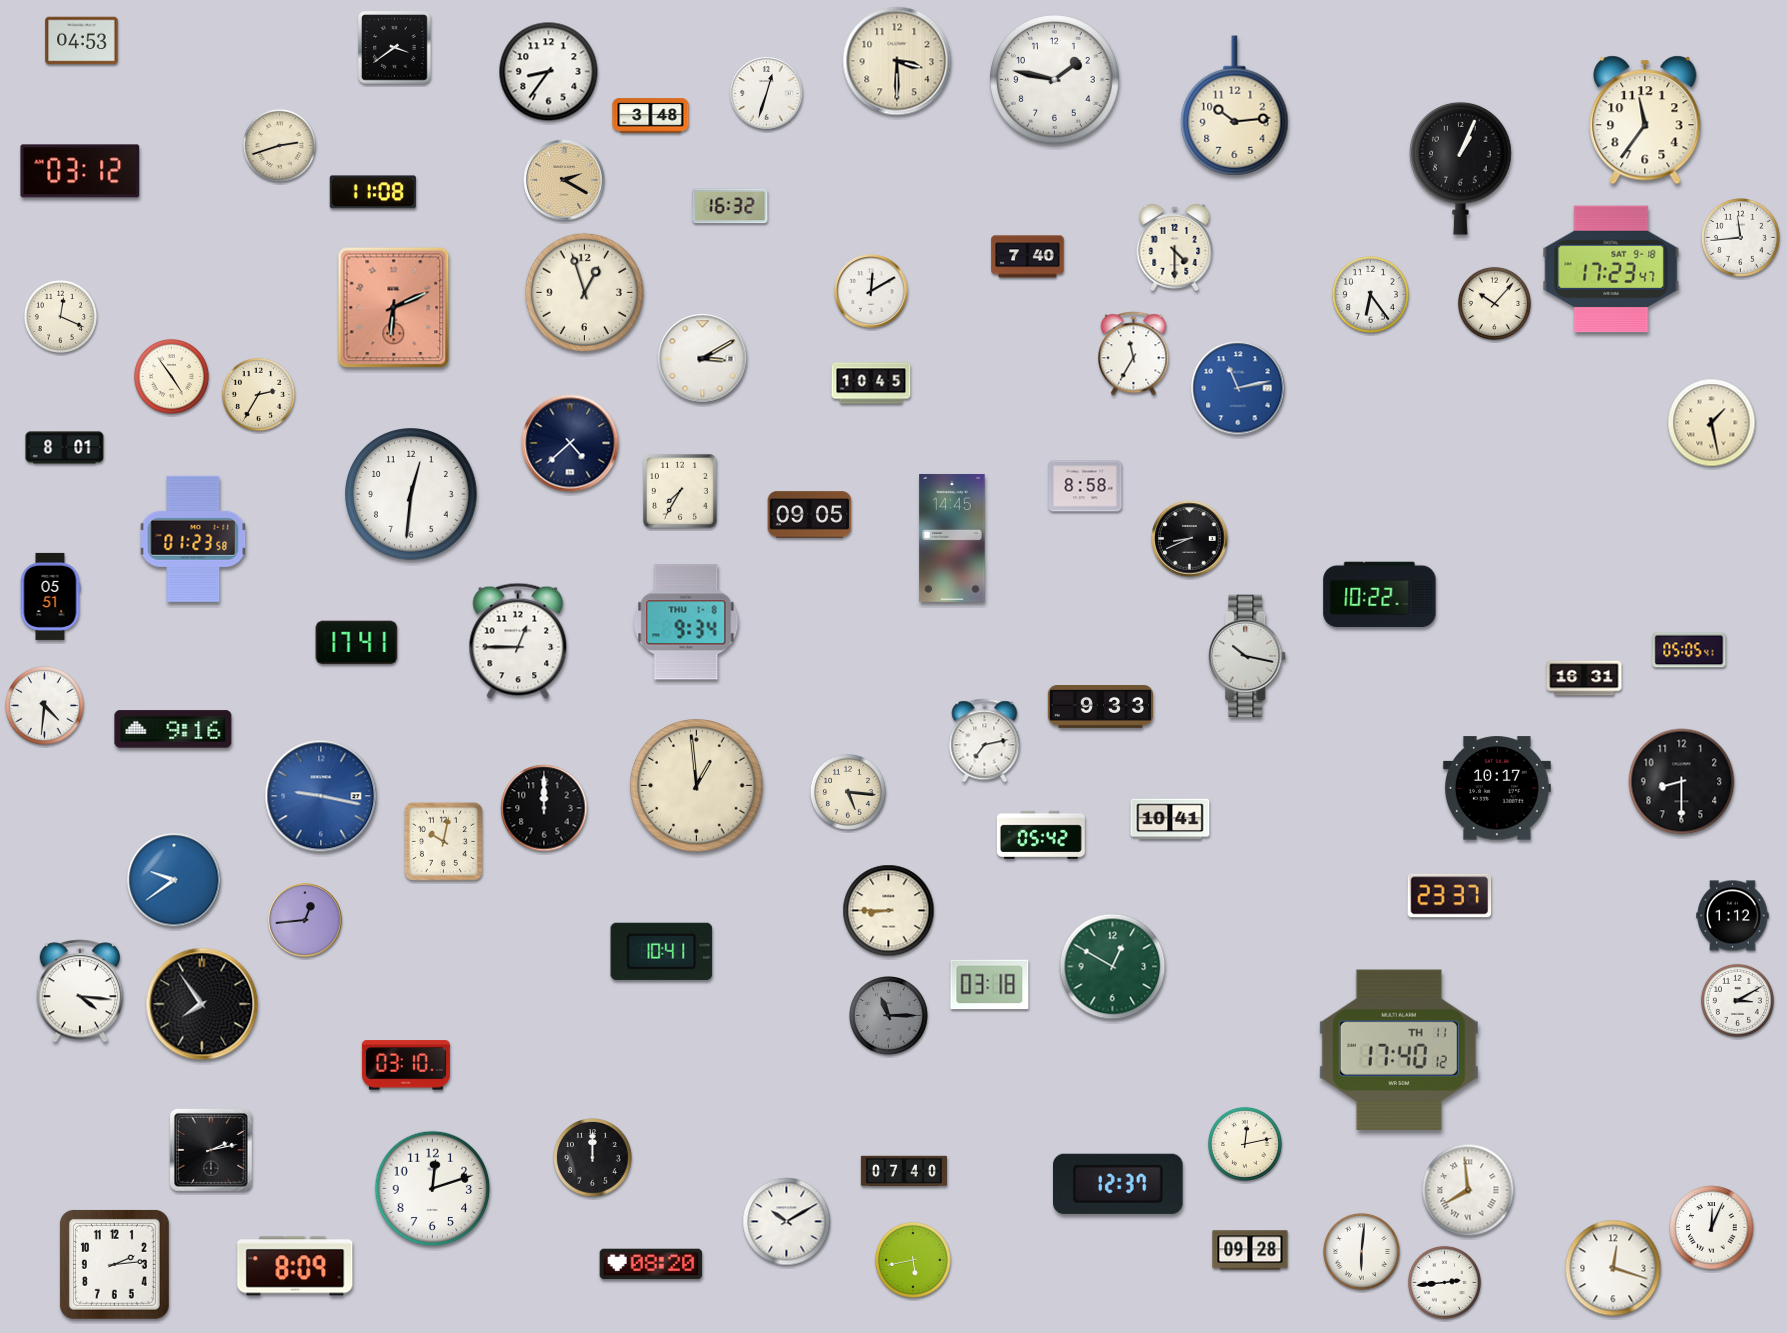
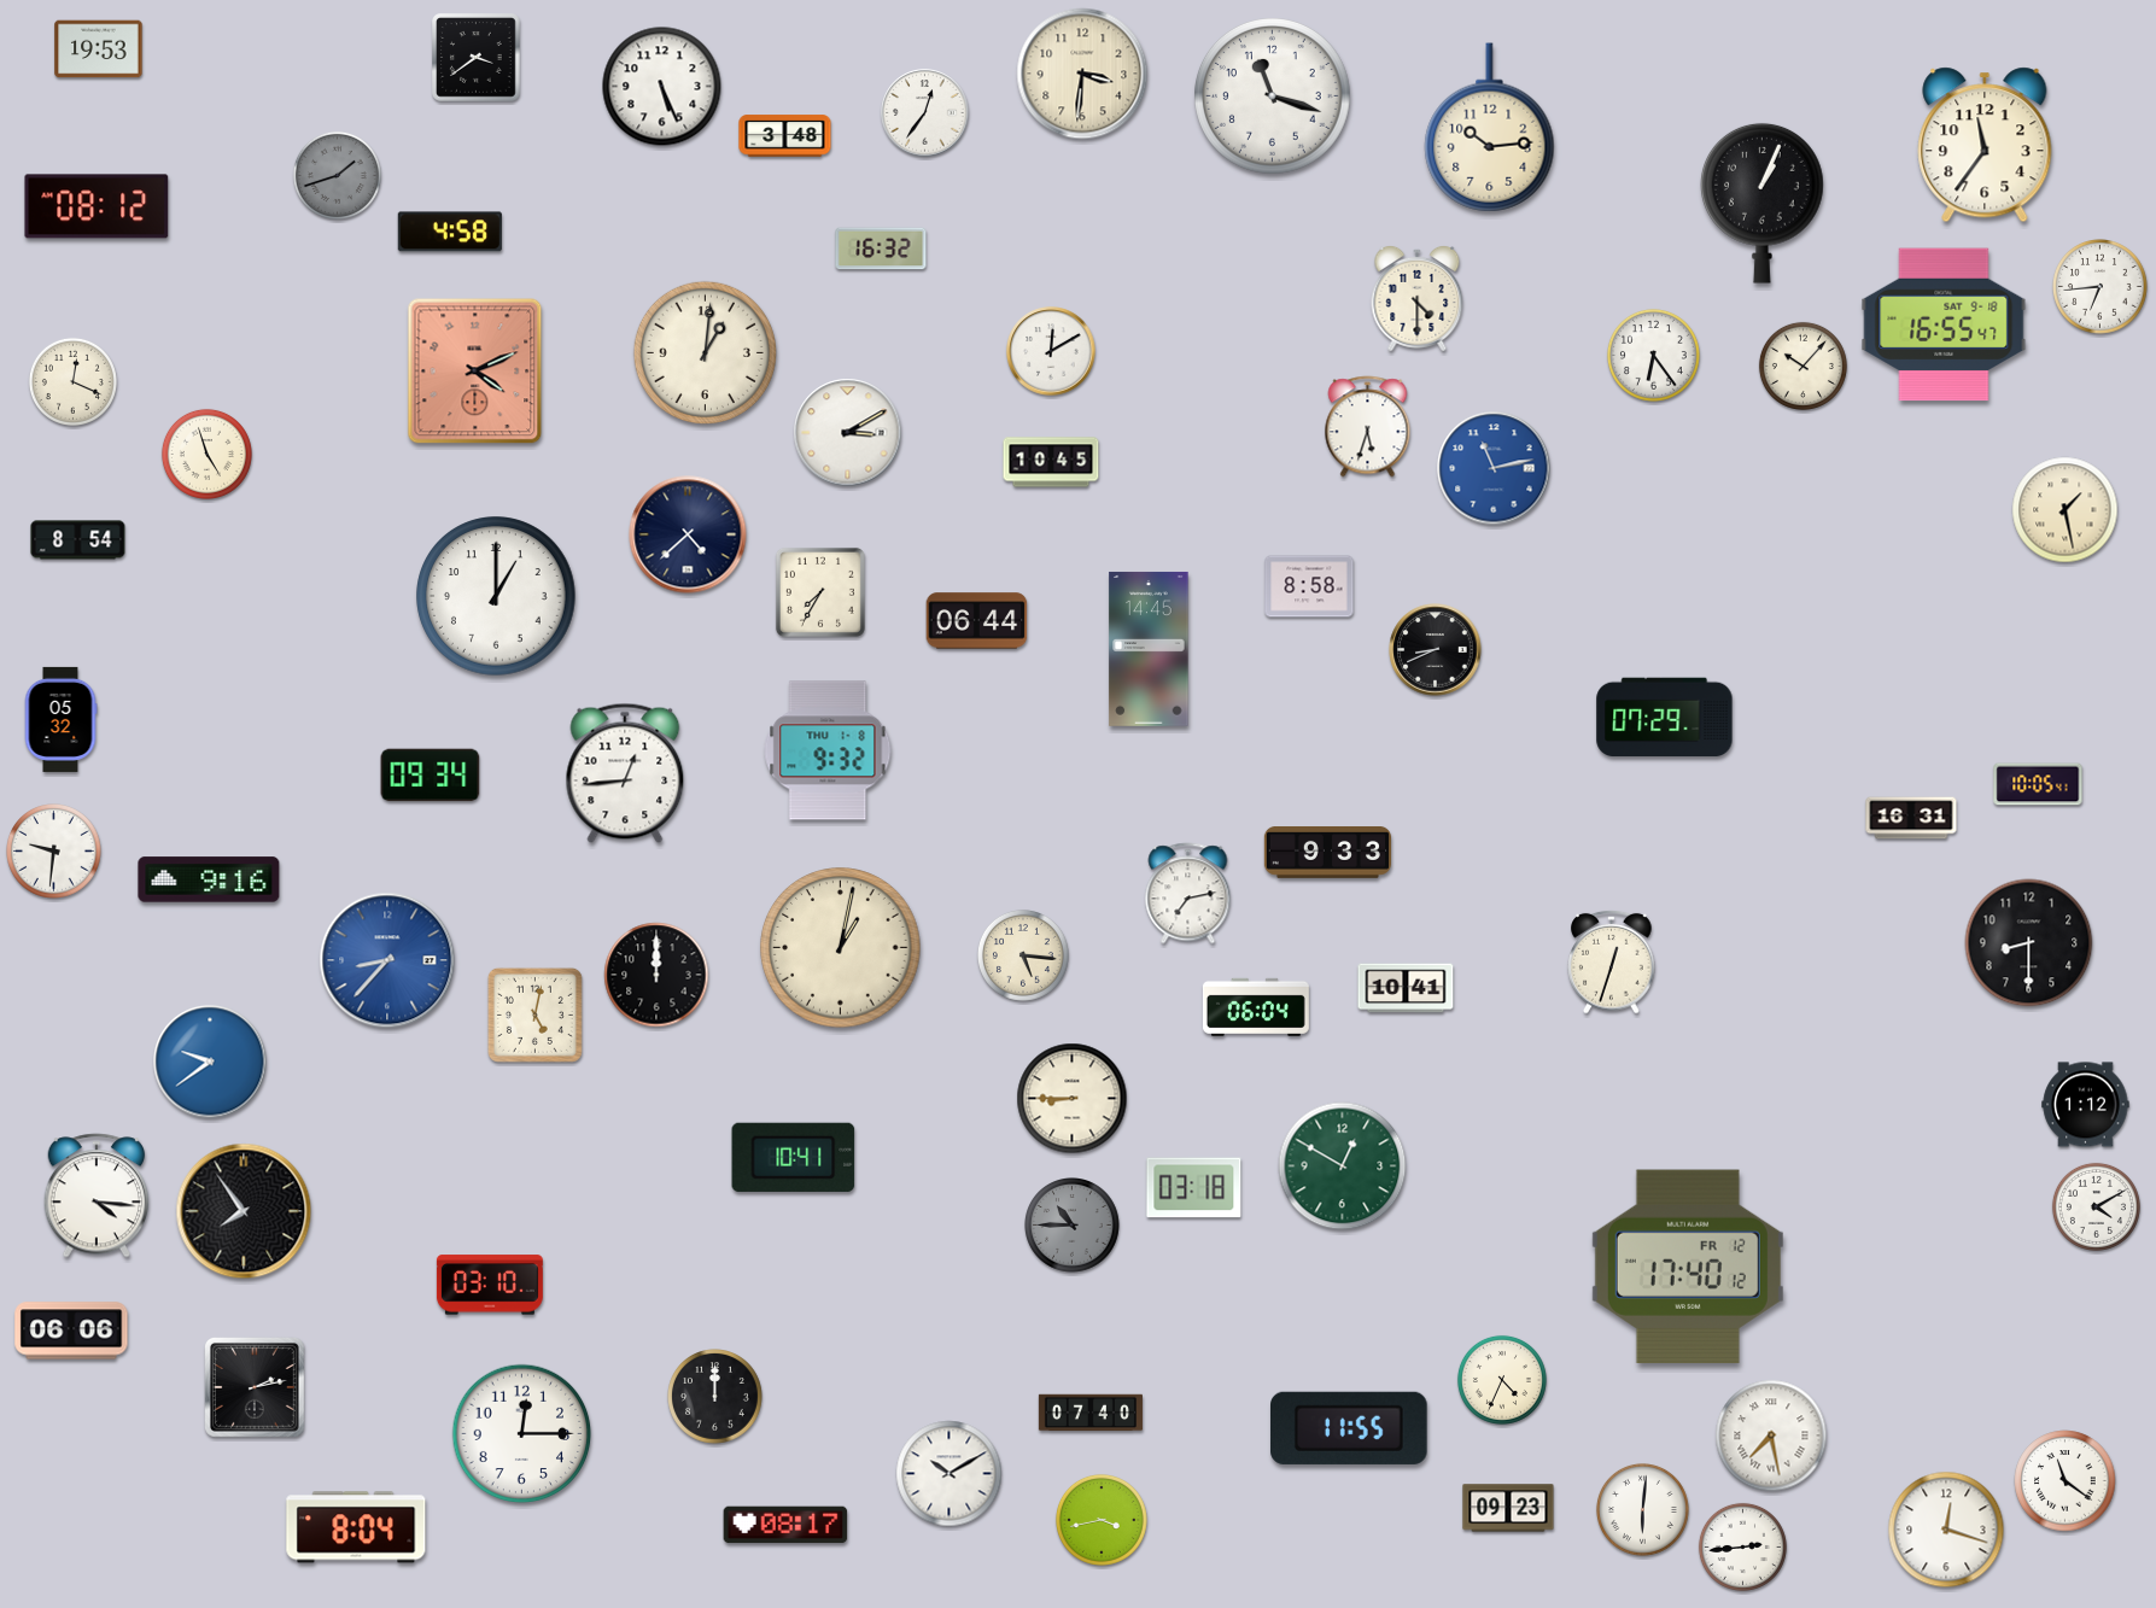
clock at (82, 41): 04:53 -> 19:53
clock at (897, 61): 3:30 -> 3:31
clock at (549, 72): 8:36 -> 5:26
clock at (1055, 80): 1:47 -> 11:18
clock at (767, 94): 12:33 -> 12:36
clock at (651, 116) position: (651, 116) -> (785, 136)
clock at (279, 145): 2:42 -> 1:42
clock at (279, 145) dial: cream -> grey
clock at (80, 171): 03:12 -> 08:12
clock at (564, 180): 2:20 -> none
clock at (373, 192): 11:08 -> 4:58
clock at (1741, 238): 11:44 -> 6:44
clock at (1028, 257): 7:40 -> none
clock at (1611, 269): 17:23 -> 16:55
clock at (584, 292): 12:57 -> 1:01
clock at (394, 308): 6:11 -> 4:11
clock at (1134, 354): 11:35 -> 5:33
clock at (171, 376): 4:54 -> 4:57
clock at (258, 394): 2:35 -> none
clock at (65, 448): 8:01 -> 8:54
clock at (411, 494): 12:31 -> 1:00
clock at (810, 515): 09:05 -> 06:44
clock at (193, 539): 01:23 -> none
clock at (1380, 595): 10:22 -> 07:29
clock at (50, 596): 05:51 -> 05:32
clock at (686, 622): 9:34 -> 9:32
clock at (518, 641): 12:45 -> 12:44
clock at (357, 643): 17:41 -> 09:34
clock at (1689, 650): 05:05 -> 10:05
clock at (1248, 656): 10:17 -> none
clock at (45, 706): 4:31 -> 9:31
clock at (697, 786): 12:59 -> 1:02
clock at (1497, 788): 10:17 -> none
clock at (321, 796): 9:17 -> 8:37
clock at (1612, 961): none -> 12:33
clock at (1170, 819) position: (1170, 819) -> (1406, 988)
clock at (1041, 835): 05:42 -> 06:04
clock at (443, 841): 10:02 -> 5:02
clock at (1450, 896): 23:37 -> none
clock at (1733, 916) position: (1733, 916) -> (2086, 1105)
clock at (305, 920): 12:44 -> none
clock at (662, 951) position: (662, 951) -> (794, 1157)
clock at (1737, 1000): 3:10 -> 4:10
clock at (889, 1016): 11:15 -> 10:45
clock at (1399, 1049) date: TH 11 -> FR 12
clock at (71, 1331): none -> 06:06
clock at (1245, 1144): 12:13 -> 4:34
clock at (1119, 1184): 12:37 -> 11:55
clock at (433, 1189): 12:12 -> 12:15
clock at (1468, 1190): 7:59 -> 7:28
clock at (1712, 1228): 12:04 -> 11:21
clock at (1250, 1250): 09:28 -> 09:23
clock at (913, 1260): 5:43 -> 3:43
clock at (114, 1264): 2:14 -> none
clock at (651, 1264): 08:20 -> 08:17
clock at (295, 1266): 8:09 -> 8:04
